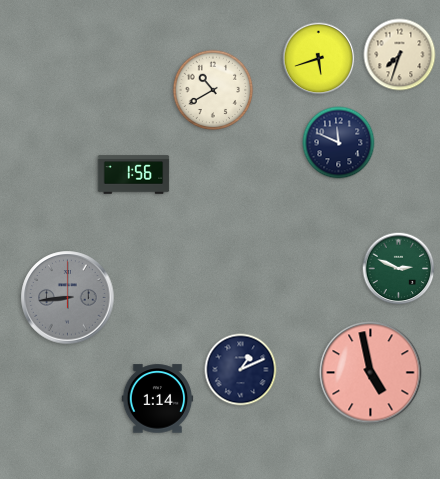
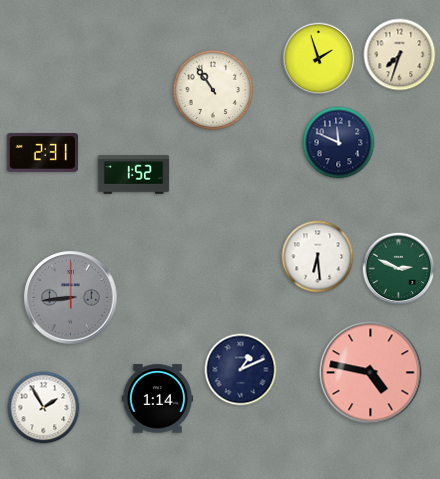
clock at (319, 59): 5:42 -> 1:57
clock at (213, 90): 10:40 -> 10:54
clock at (43, 153): none -> 2:31
clock at (134, 175): 1:56 -> 1:52
clock at (318, 257): none -> 6:29
clock at (68, 298) position: (68, 298) -> (71, 298)
clock at (371, 373): 4:58 -> 4:47
clock at (44, 408): none -> 1:55
